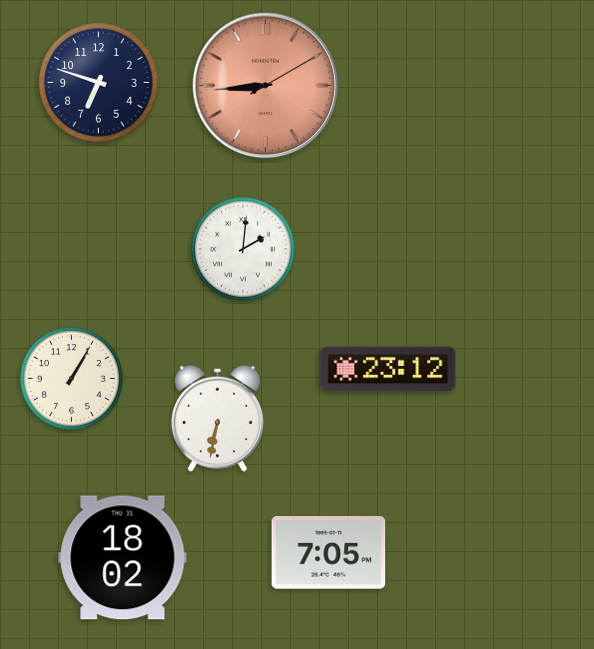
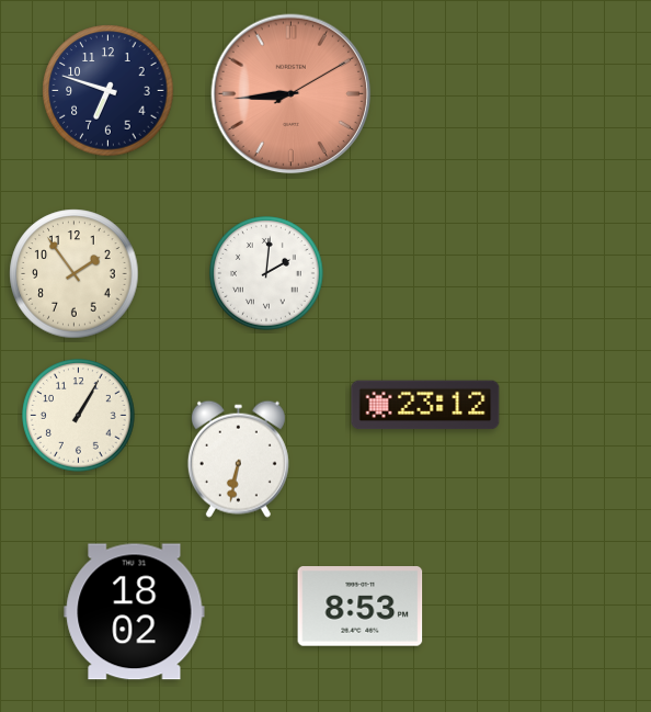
clock at (75, 274): none -> 1:54
clock at (329, 553): 7:05 -> 8:53
